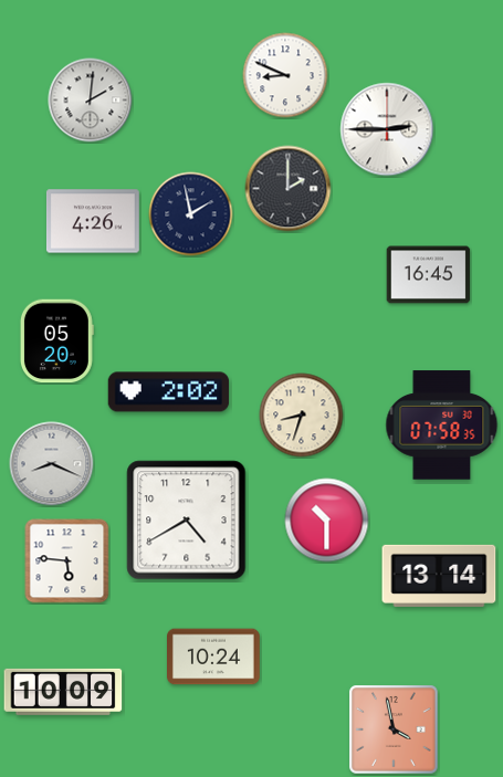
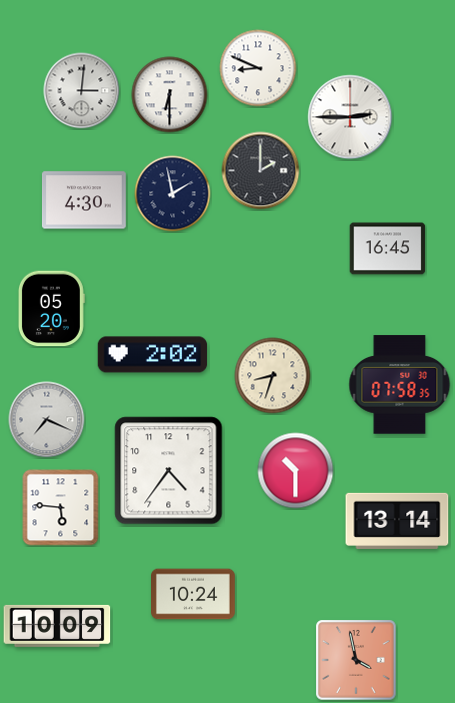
clock at (91, 101): 2:01 -> 3:01
clock at (170, 95): none -> 6:30
clock at (93, 221): 4:26 -> 4:30
clock at (52, 464): 8:19 -> 7:19
clock at (187, 521): 4:40 -> 4:36
